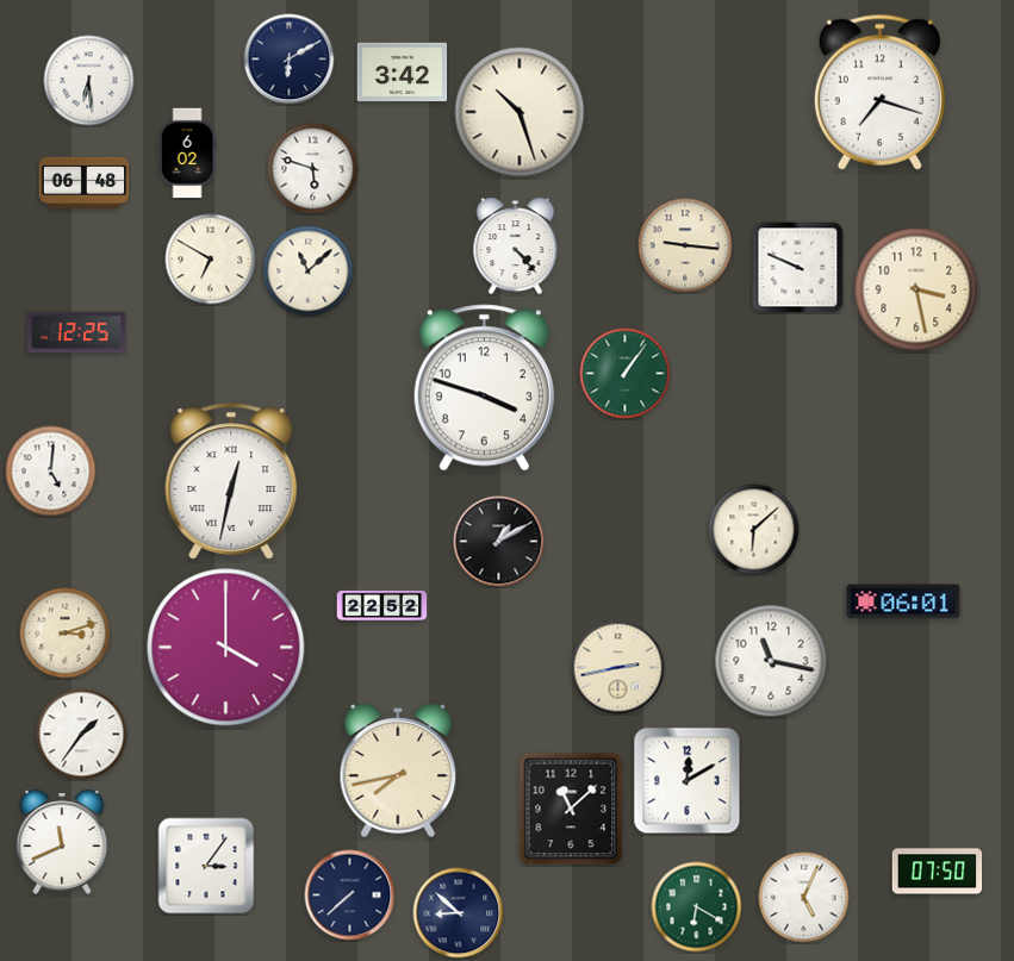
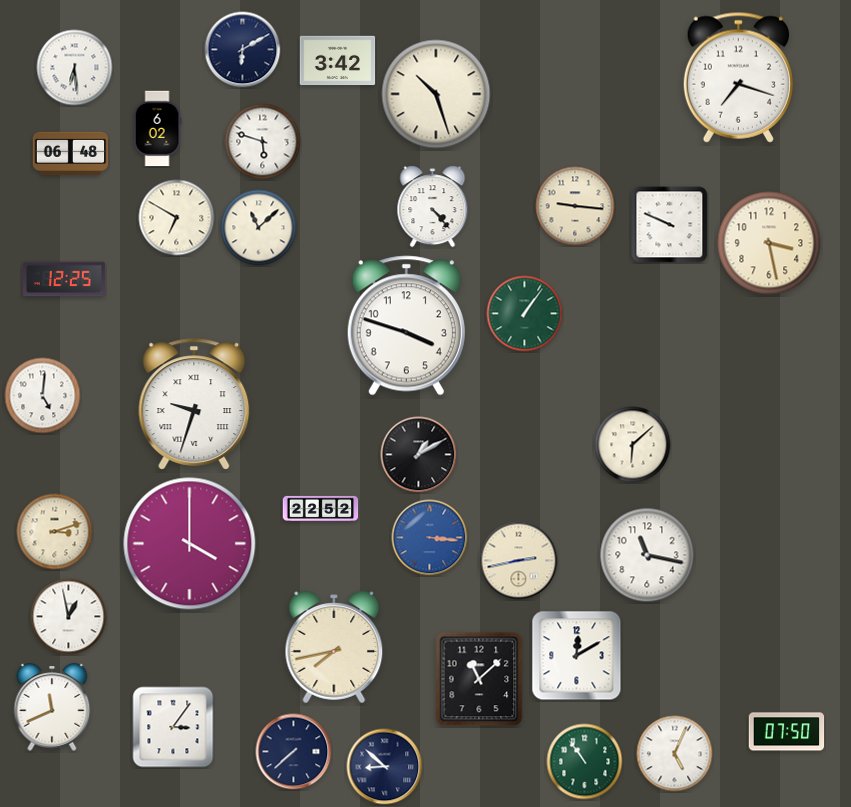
clock at (231, 481): 12:32 -> 9:33
clock at (903, 601): 06:01 -> none
clock at (430, 538): none -> 3:16
clock at (82, 735): 1:36 -> 12:58
clock at (697, 907): 6:20 -> 10:54
